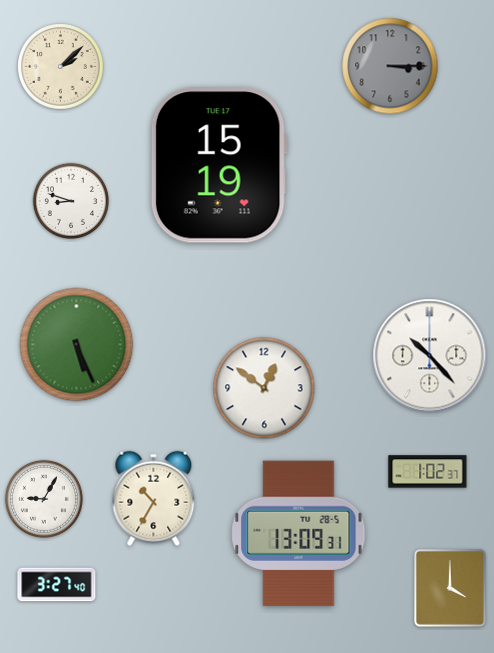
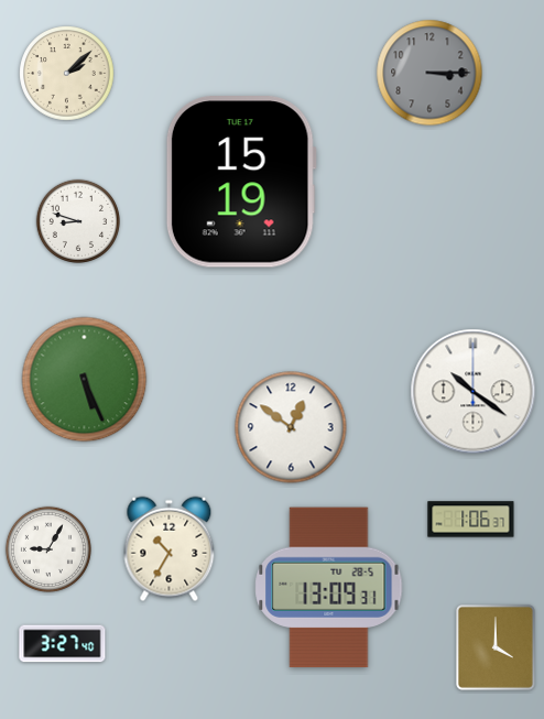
clock at (430, 356): 10:23 -> 10:21
clock at (428, 472): 1:02 -> 1:06
